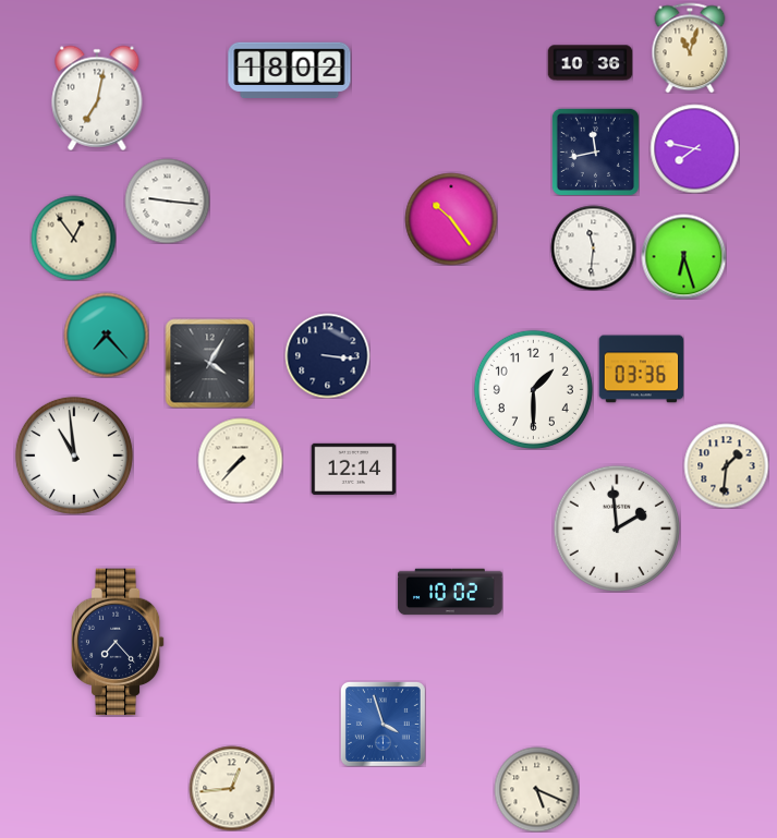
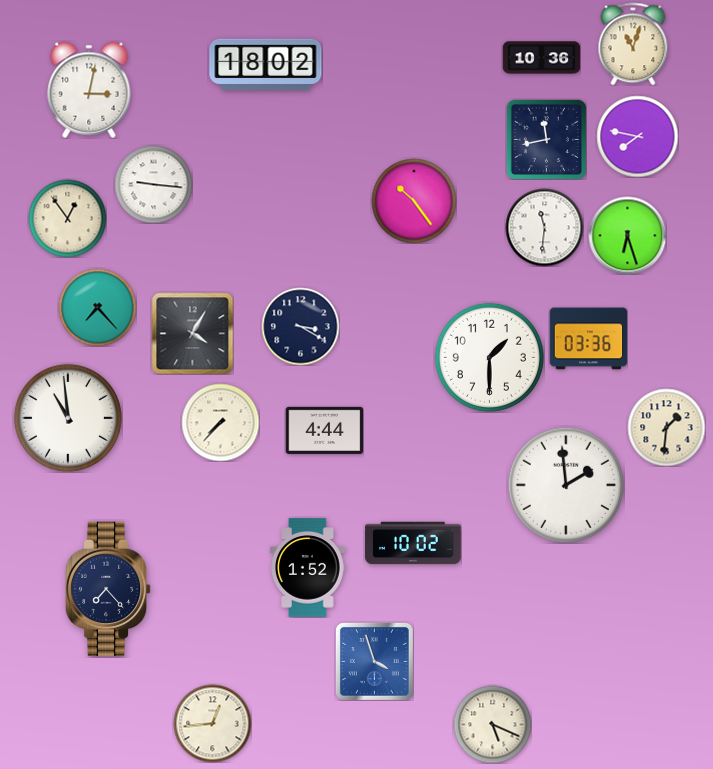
clock at (97, 98): 7:02 -> 3:02
clock at (327, 355): 3:16 -> 3:20
clock at (353, 469): 12:14 -> 4:44
clock at (308, 568): none -> 1:52
clock at (383, 724) position: (383, 724) -> (374, 661)
